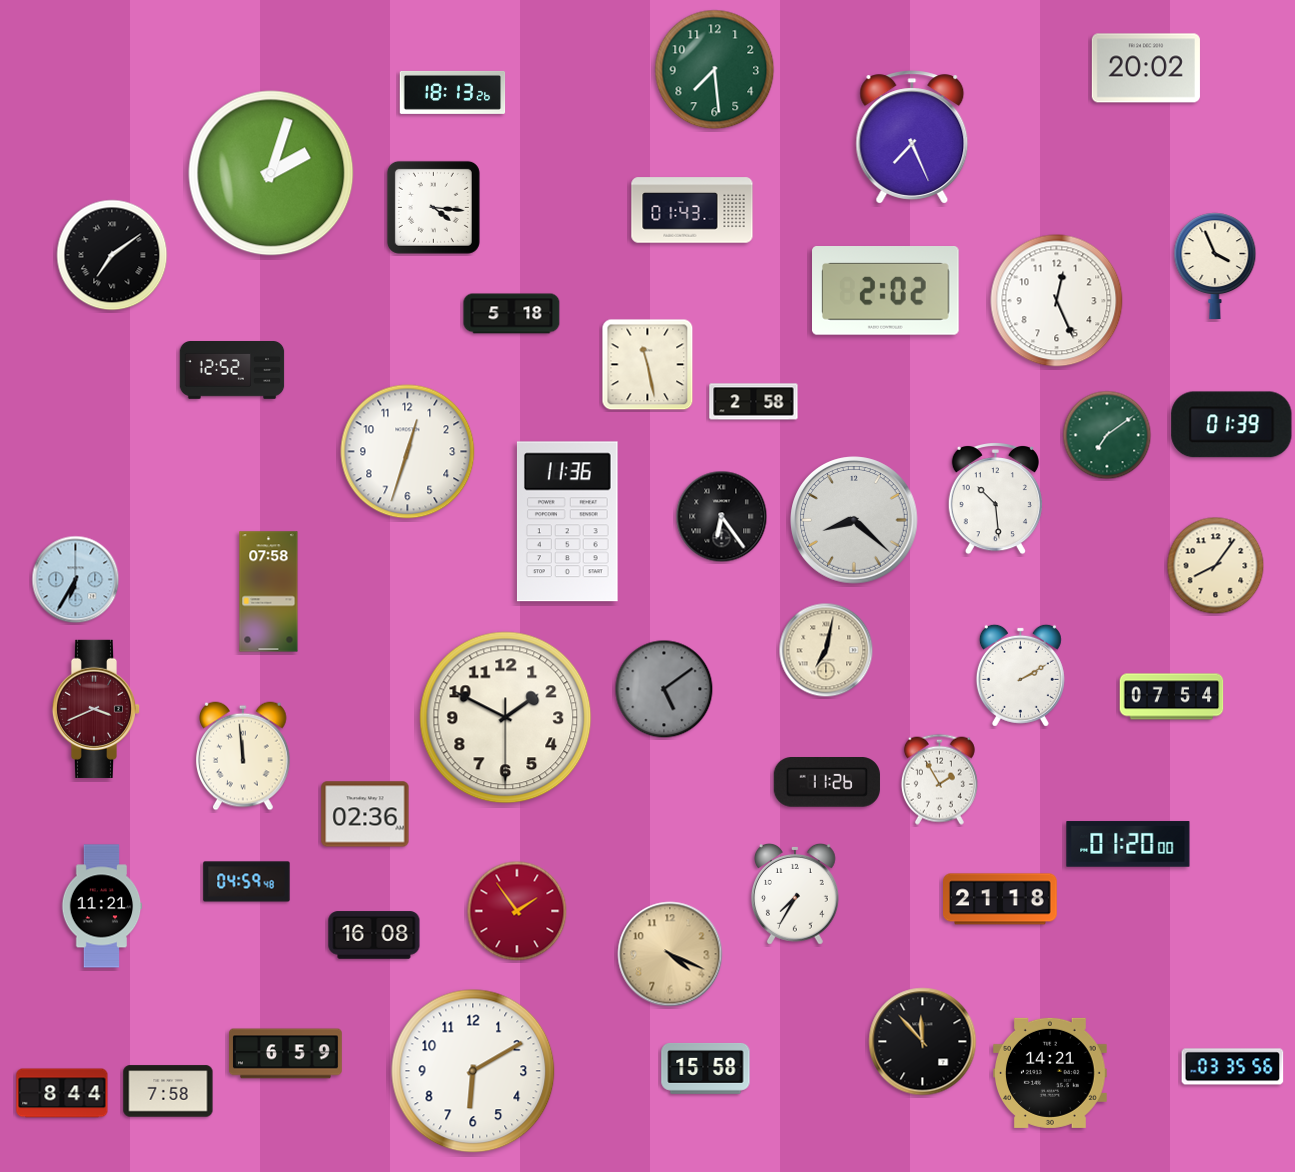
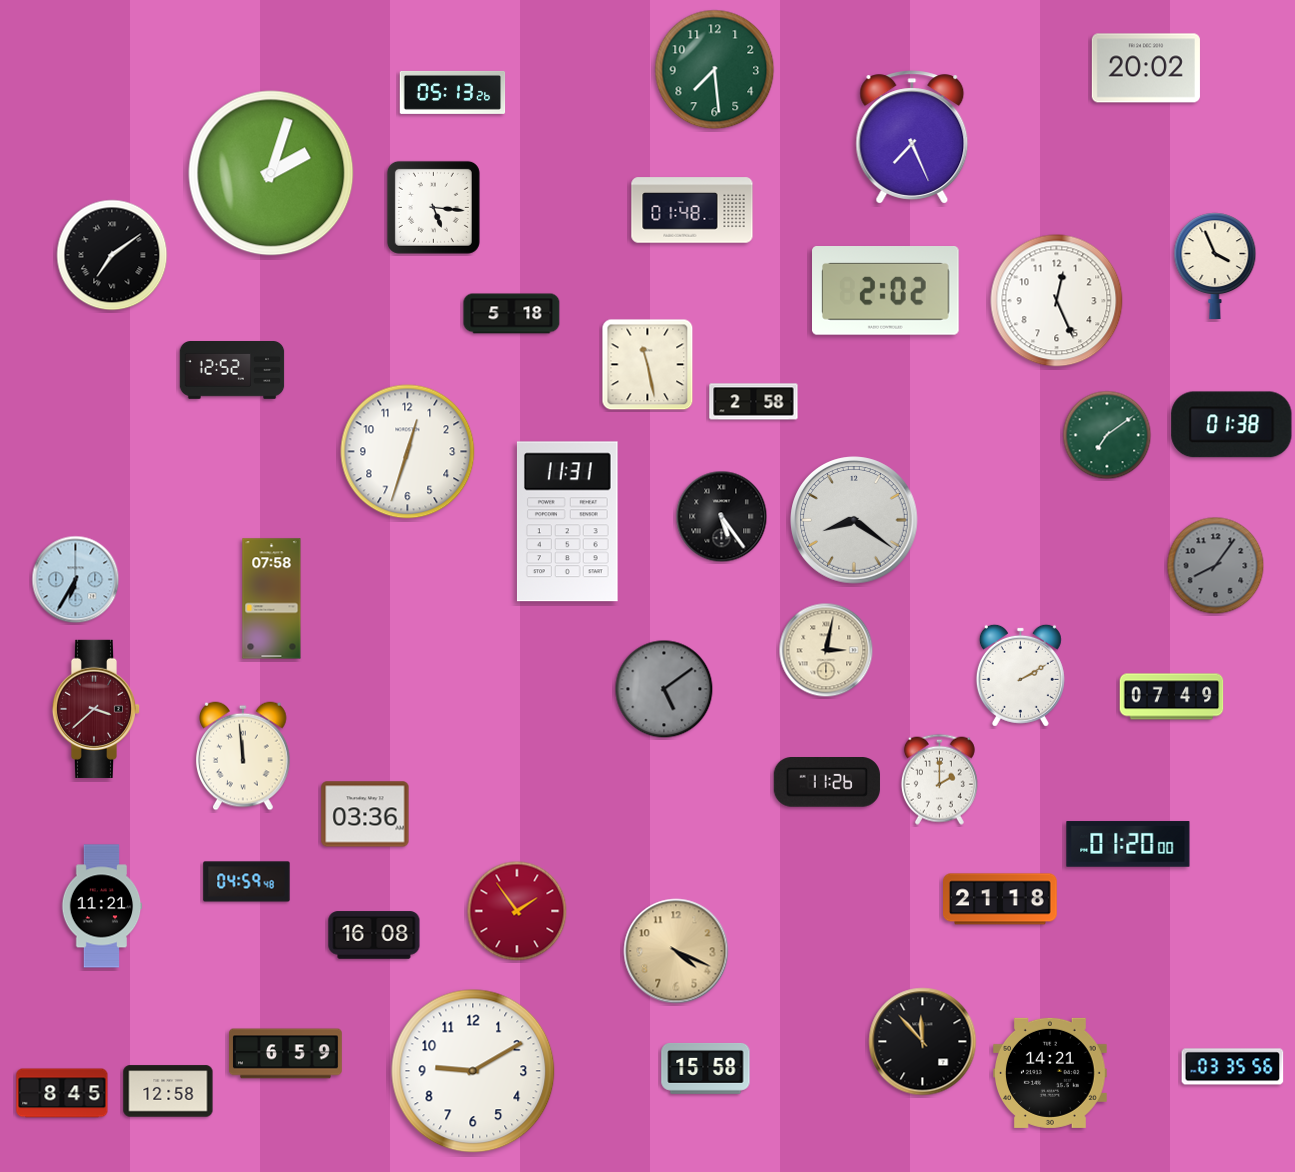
clock at (453, 92): 18:13 -> 05:13
clock at (433, 207): 4:16 -> 5:16
clock at (692, 210): 01:43 -> 01:48
clock at (1232, 425): 01:39 -> 01:38
clock at (995, 499): 10:29 -> none
clock at (722, 517): 6:24 -> 5:24
clock at (854, 520): 8:22 -> 8:21
clock at (567, 522): 11:36 -> 11:31
clock at (1216, 566) dial: cream -> grey
clock at (269, 592) position: (269, 592) -> (272, 599)
clock at (826, 650): 7:02 -> 3:02
clock at (1172, 697): 07:54 -> 07:49
clock at (96, 709): 3:41 -> 3:38
clock at (506, 718): 1:49 -> none
clock at (939, 779): 1:55 -> 2:00
clock at (365, 814): 02:36 -> 03:36
clock at (795, 895): 7:35 -> none
clock at (670, 954) position: (670, 954) -> (676, 951)
clock at (473, 1071): 6:10 -> 9:10
clock at (168, 1091): 7:58 -> 12:58
clock at (62, 1093): 8:44 -> 8:45
